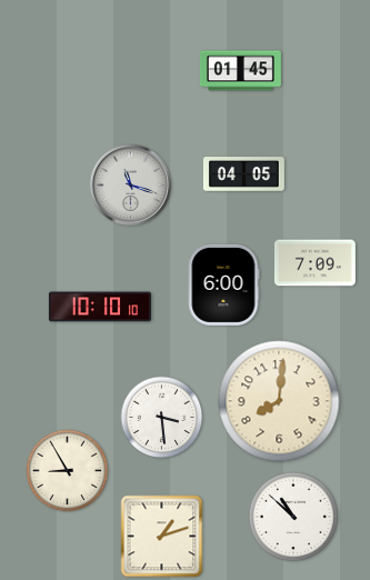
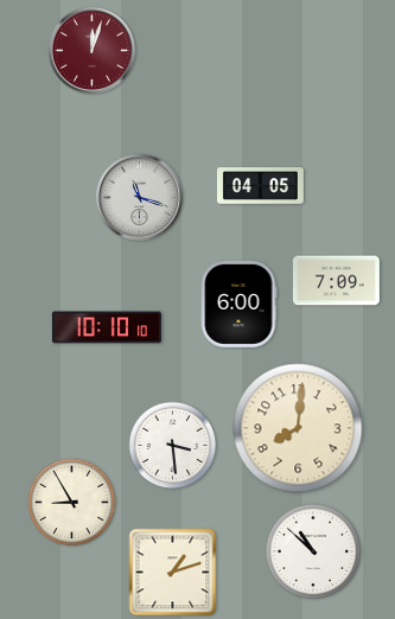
clock at (91, 50): none -> 12:03
clock at (240, 71): 01:45 -> none
